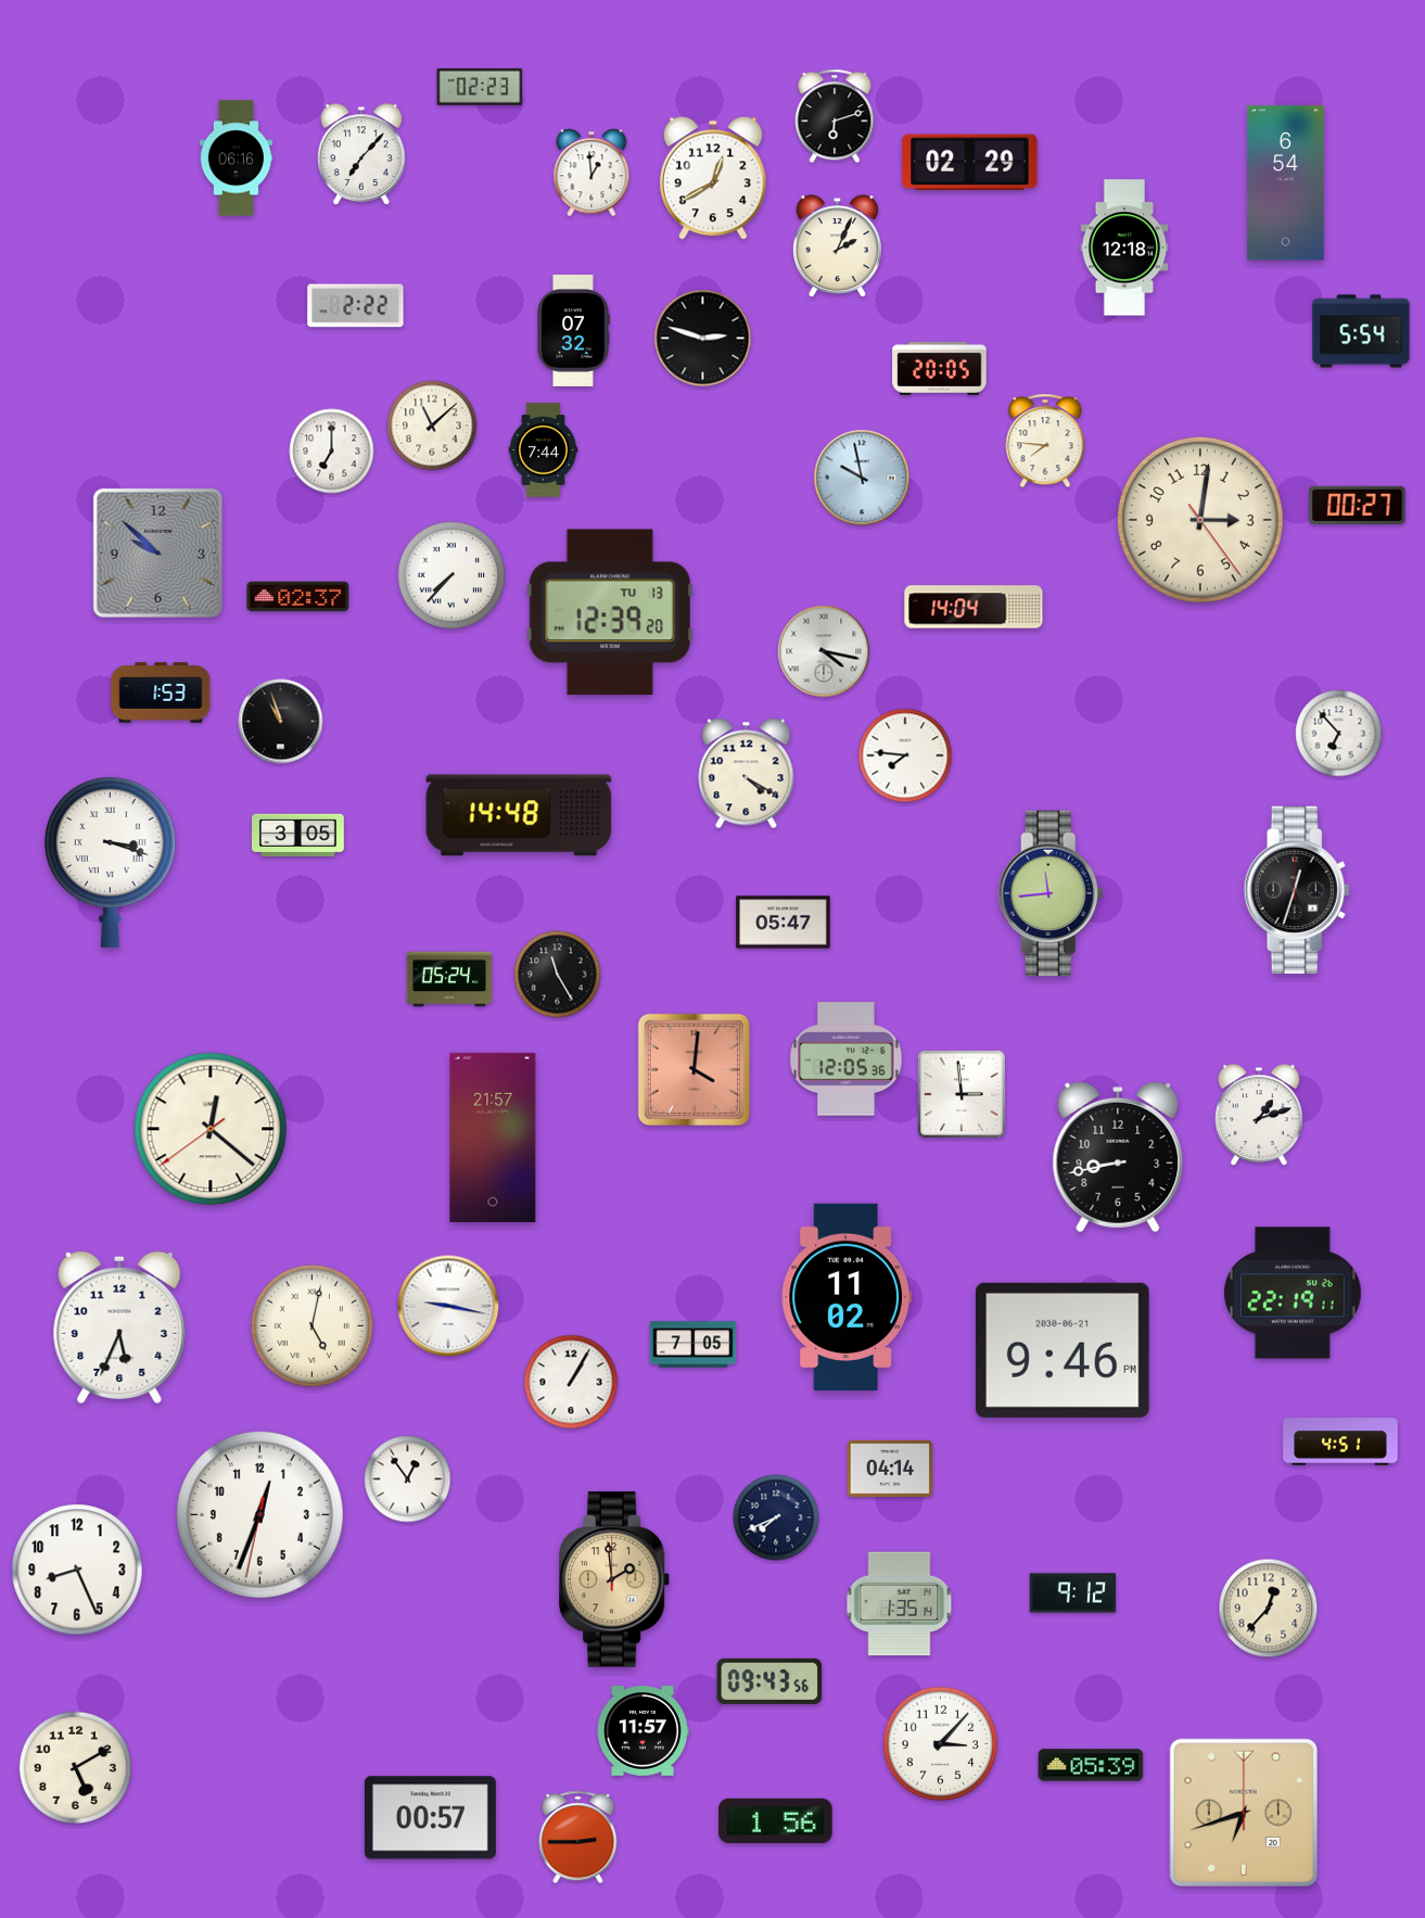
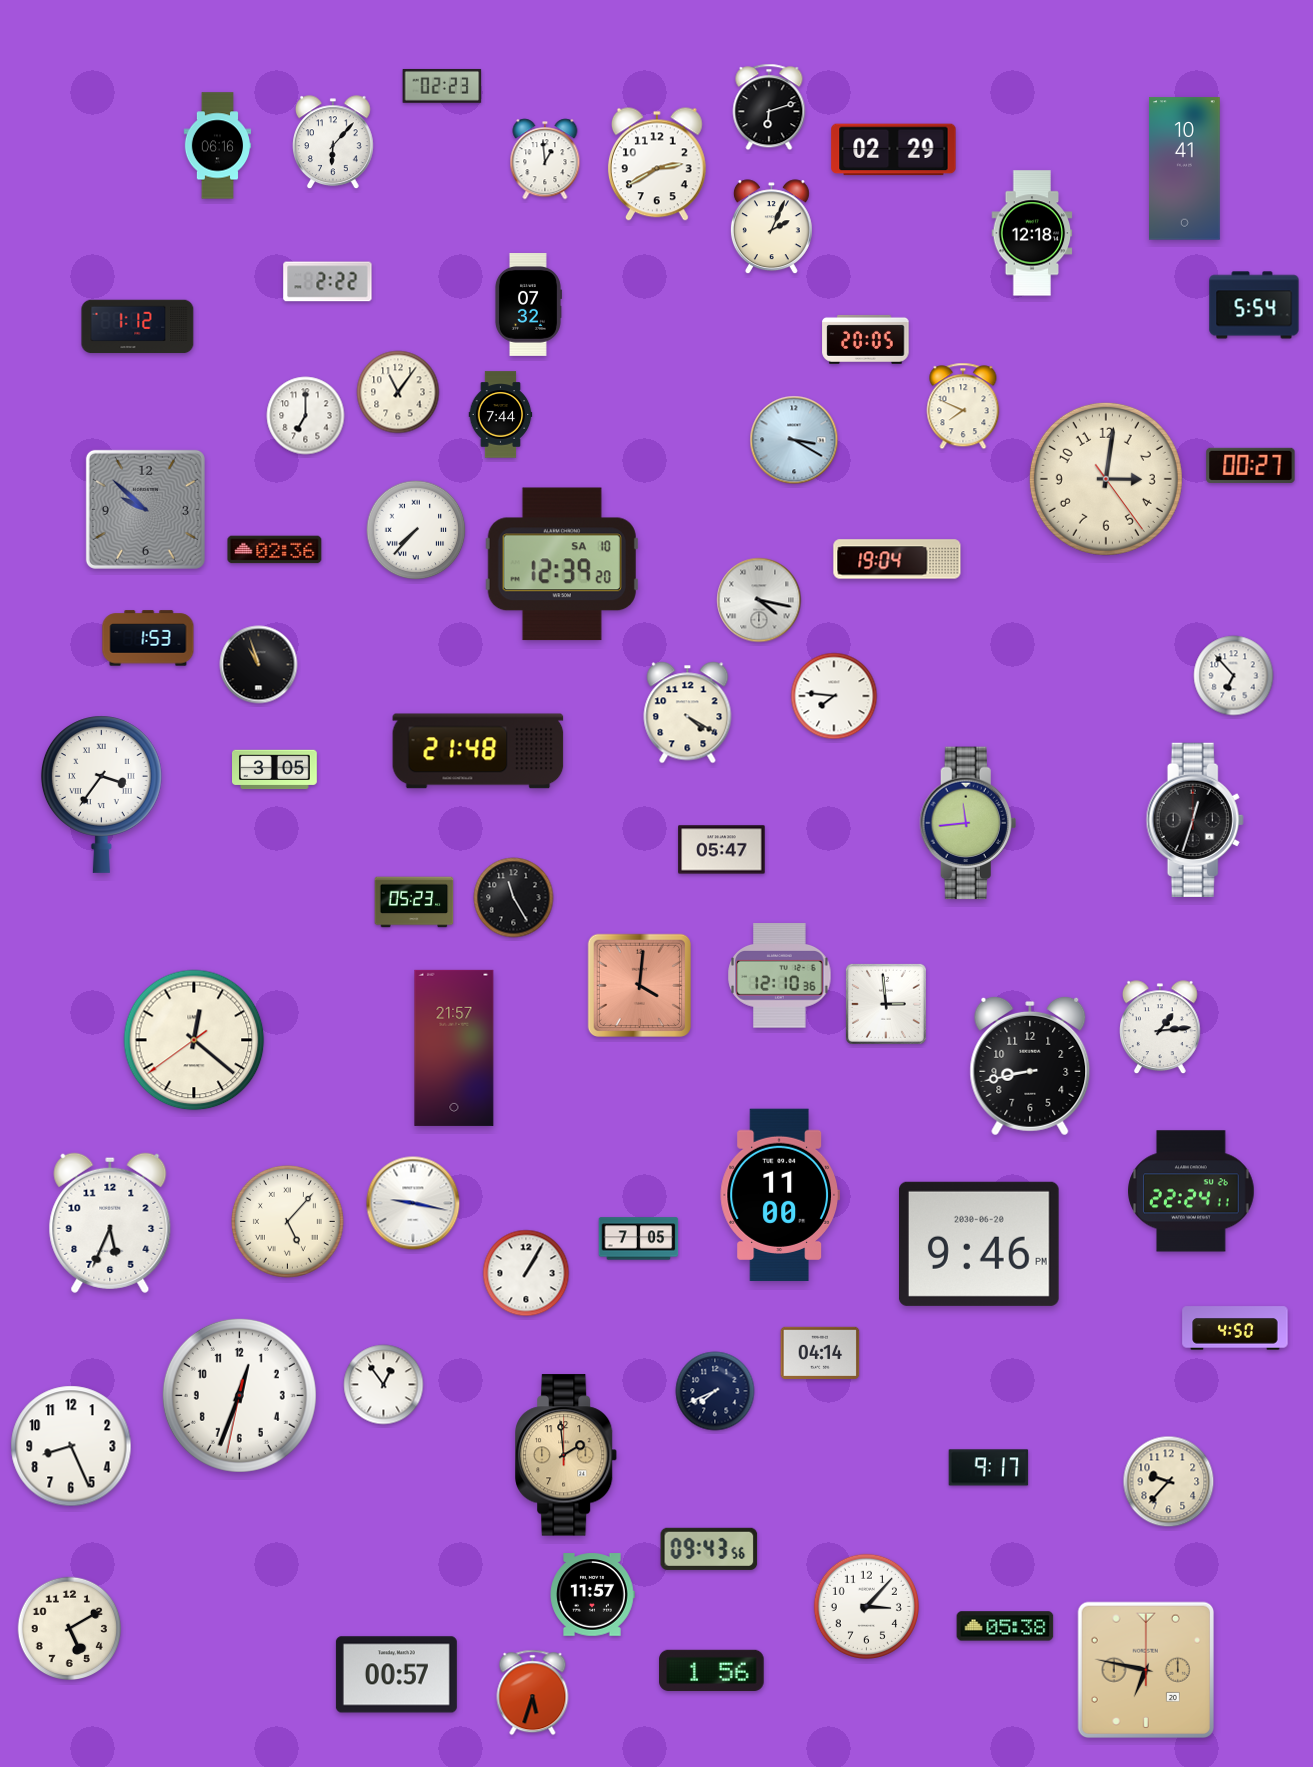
clock at (480, 87) position: (480, 87) -> (442, 86)
clock at (362, 155): 7:07 -> 6:07
clock at (713, 178): 12:40 -> 2:40
clock at (1286, 183): 6:54 -> 10:41
clock at (1124, 247) position: (1124, 247) -> (1032, 233)
clock at (703, 339): 2:48 -> none
clock at (138, 327): none -> 1:12
clock at (432, 425): 11:08 -> 11:06
clock at (1045, 441): 7:46 -> 7:49
clock at (862, 478): 9:58 -> 3:20
clock at (298, 597): 02:37 -> 02:36
clock at (974, 607): 14:04 -> 19:04
clock at (610, 612) date: TU 13 -> SA 10
clock at (519, 815): 14:48 -> 21:48
clock at (110, 862): 3:18 -> 3:36
clock at (449, 979): 05:24 -> 05:23
clock at (847, 1059): 12:05 -> 12:10
clock at (962, 1094) position: (962, 1094) -> (886, 1004)
clock at (1260, 1116): 1:12 -> 1:14
clock at (1293, 1293): 22:19 -> 22:24
clock at (847, 1296): 11:02 -> 11:00
clock at (311, 1325): 5:02 -> 5:07
clock at (1063, 1350) date: 2030-06-21 -> 2030-06-20
clock at (1340, 1441): 4:51 -> 4:50
clock at (408, 1479) position: (408, 1479) -> (384, 1385)
clock at (776, 1517) position: (776, 1517) -> (715, 1391)
clock at (1073, 1593): 9:12 -> 9:17
clock at (900, 1604): 1:35 -> none
clock at (1269, 1609): 12:37 -> 9:37
clock at (1091, 1765): 05:39 -> 05:38
clock at (1243, 1812): 6:42 -> 6:47
clock at (776, 1820) position: (776, 1820) -> (712, 1670)
clock at (578, 1838): 2:45 -> 5:33
